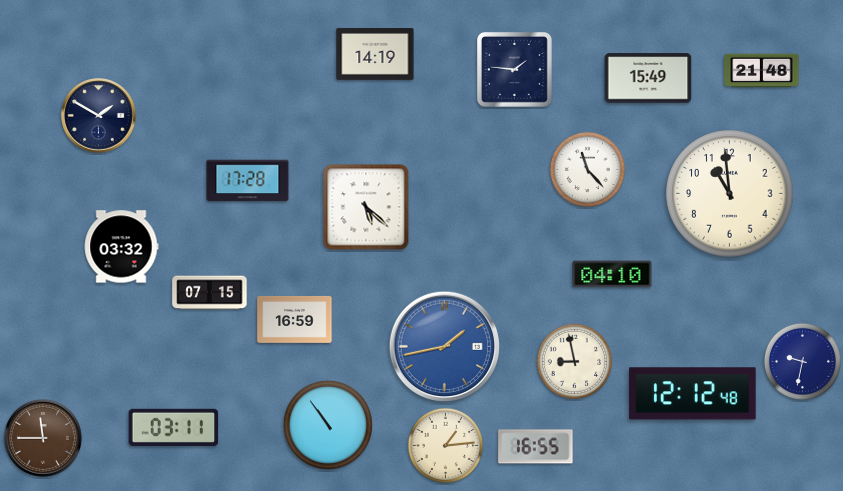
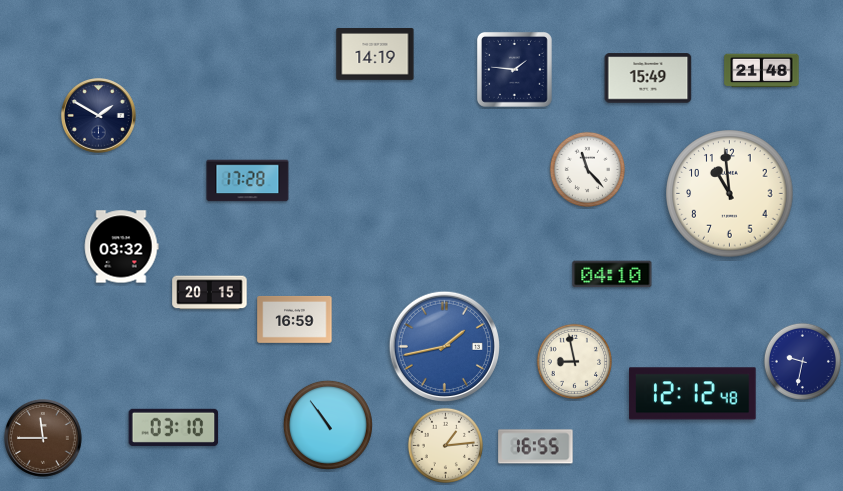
clock at (366, 207): 5:22 -> none
clock at (210, 293): 07:15 -> 20:15
clock at (174, 427): 03:11 -> 03:10
